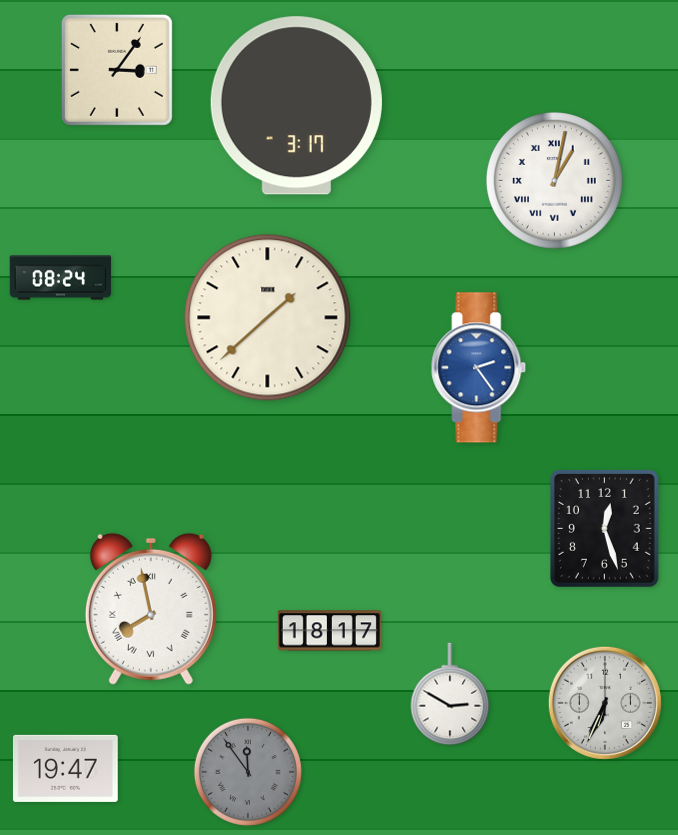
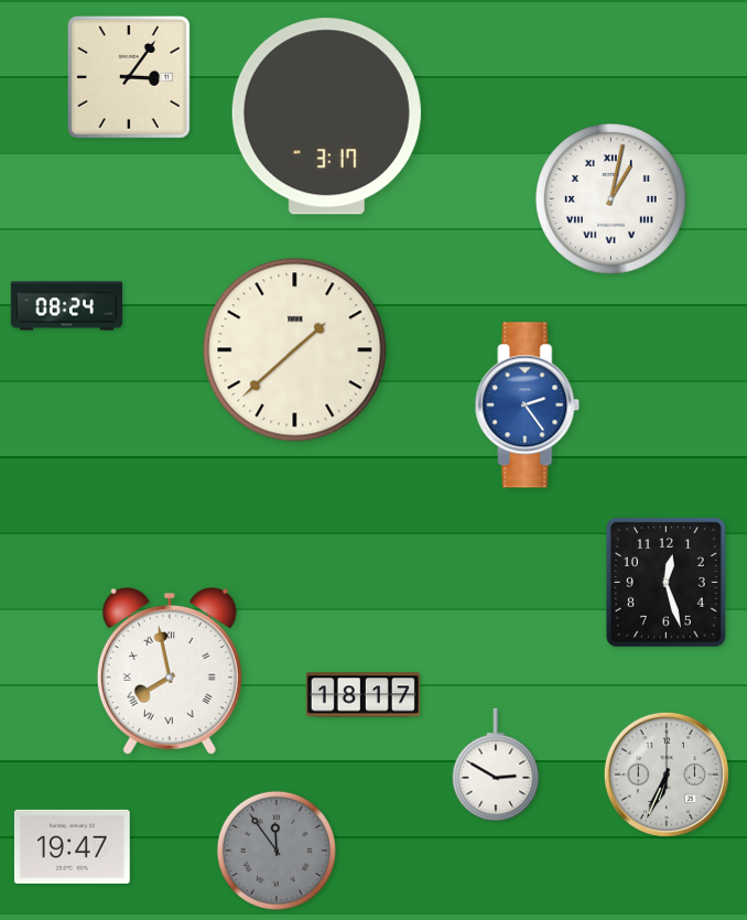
clock at (151, 609) position: (151, 609) -> (170, 671)
clock at (248, 772) position: (248, 772) -> (277, 851)
